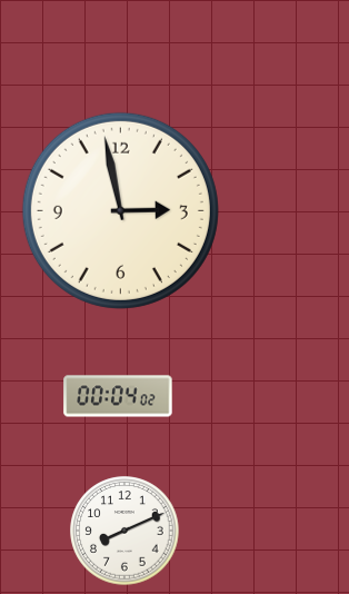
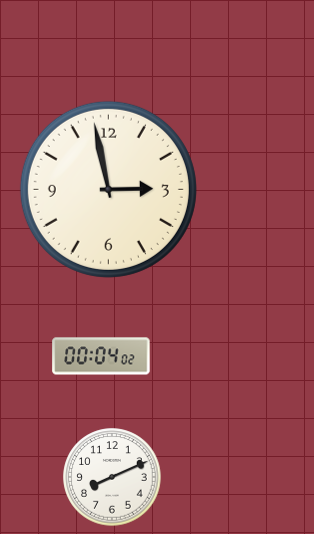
clock at (118, 396) position: (118, 396) -> (101, 356)
